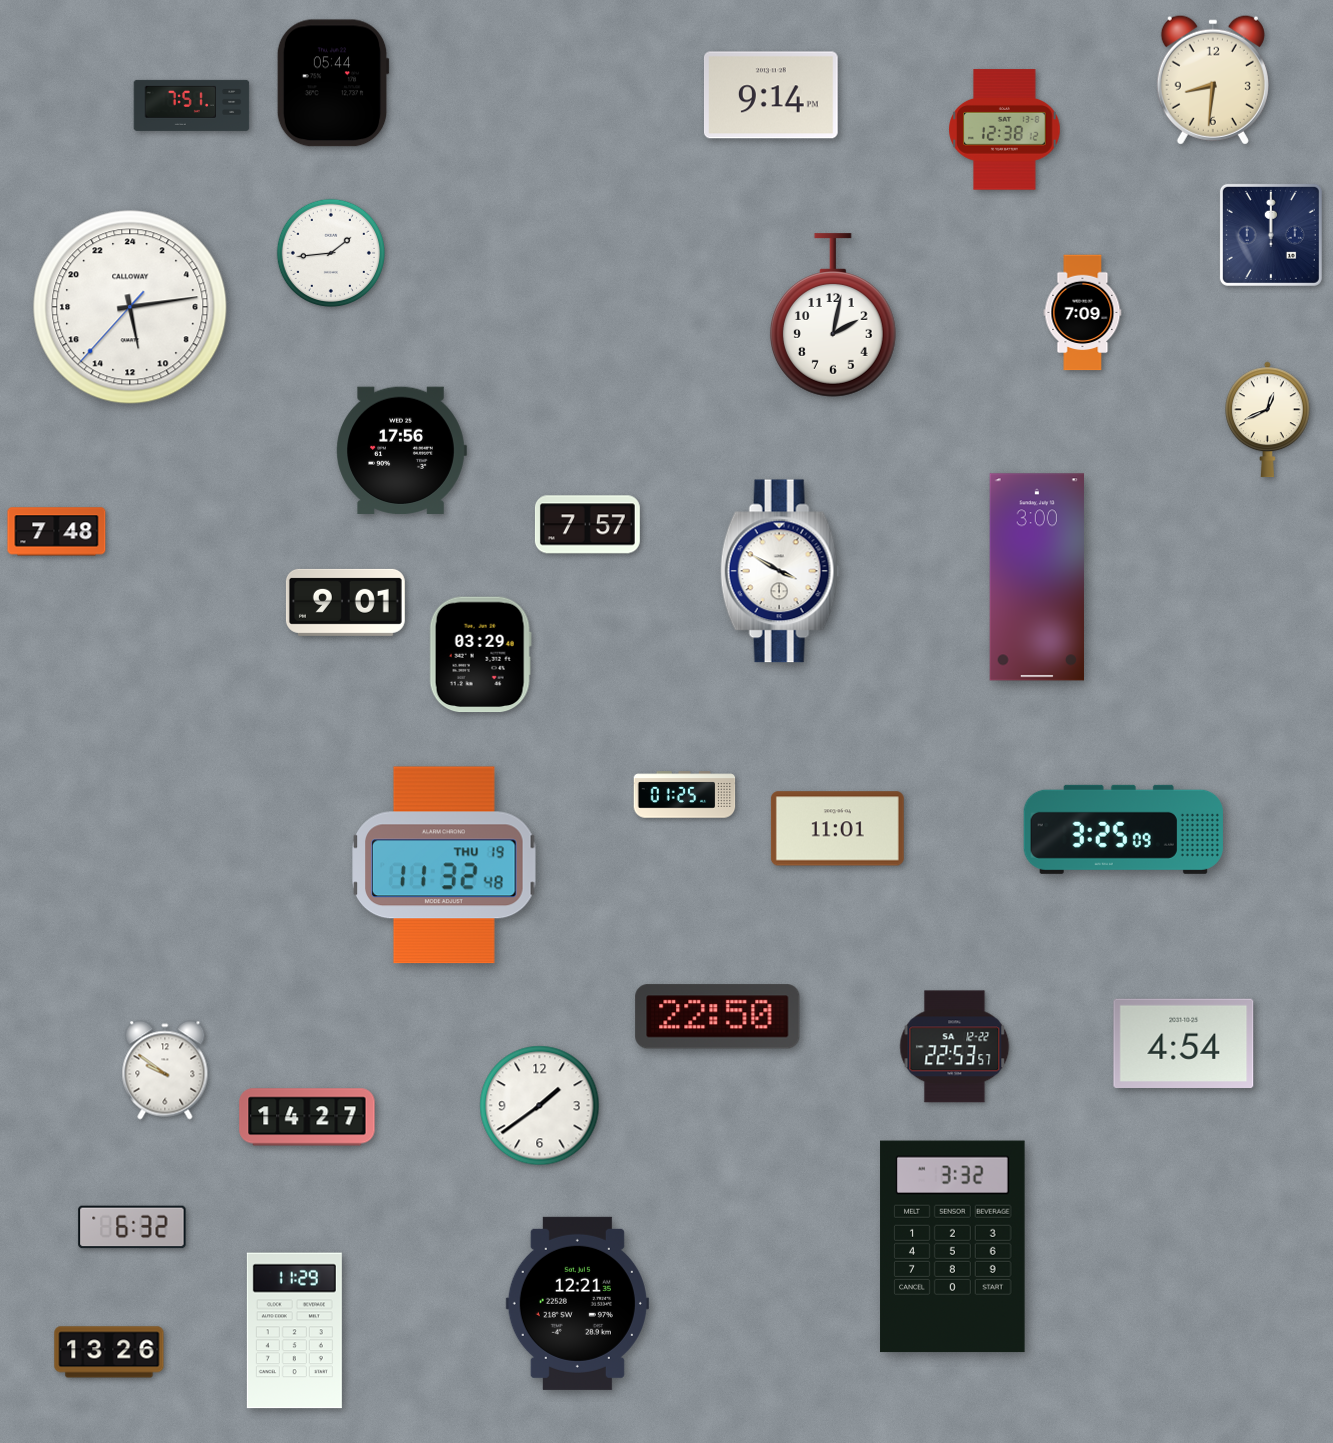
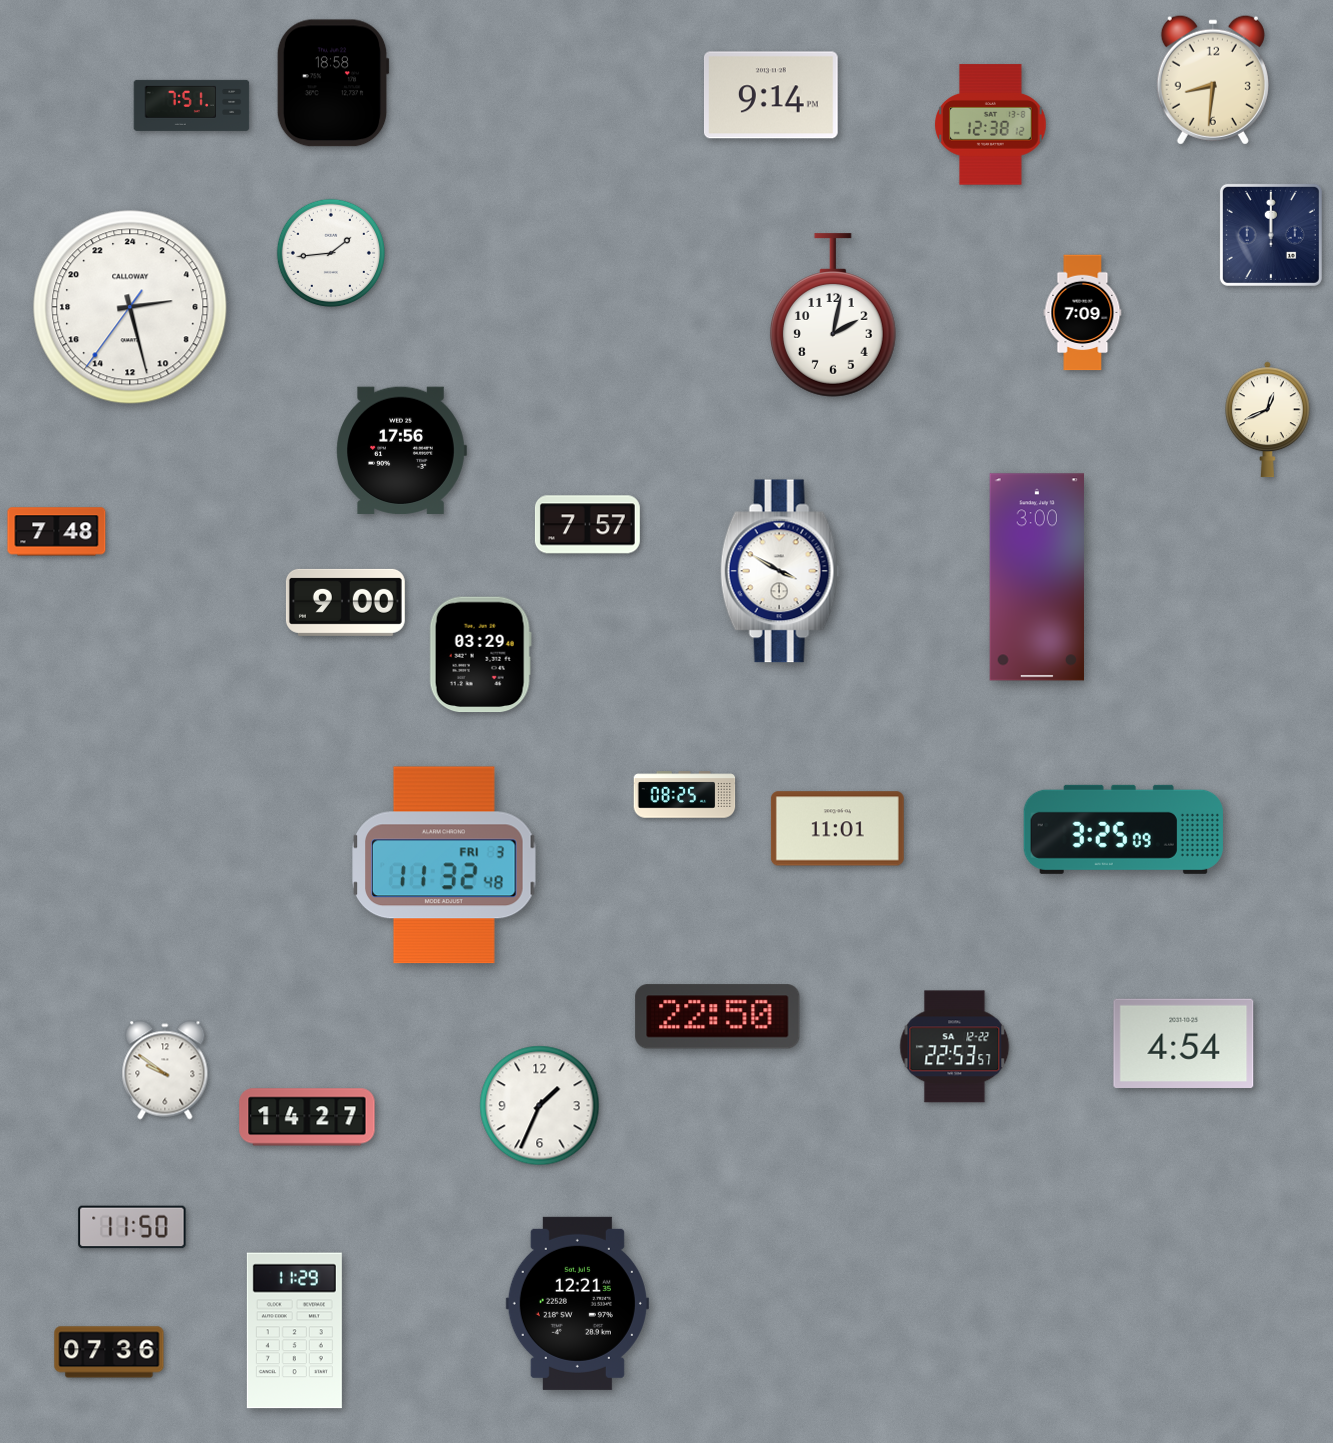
clock at (333, 83): 05:44 -> 18:58
clock at (1005, 130) position: (1005, 130) -> (991, 125)
clock at (130, 307): 11:13 -> 5:27
clock at (345, 602): 9:01 -> 9:00
clock at (685, 795): 01:25 -> 08:25
clock at (444, 865) date: THU 19 -> FRI 3
clock at (540, 1106): 1:39 -> 1:34
clock at (132, 1227): 6:32 -> 11:50
clock at (953, 1247): 3:32 -> none
clock at (109, 1352): 13:26 -> 07:36
